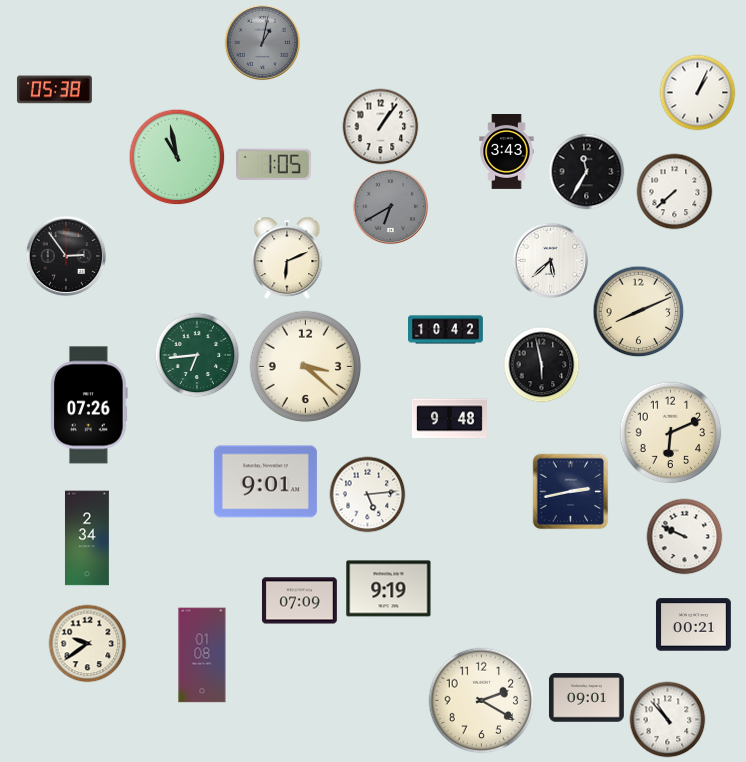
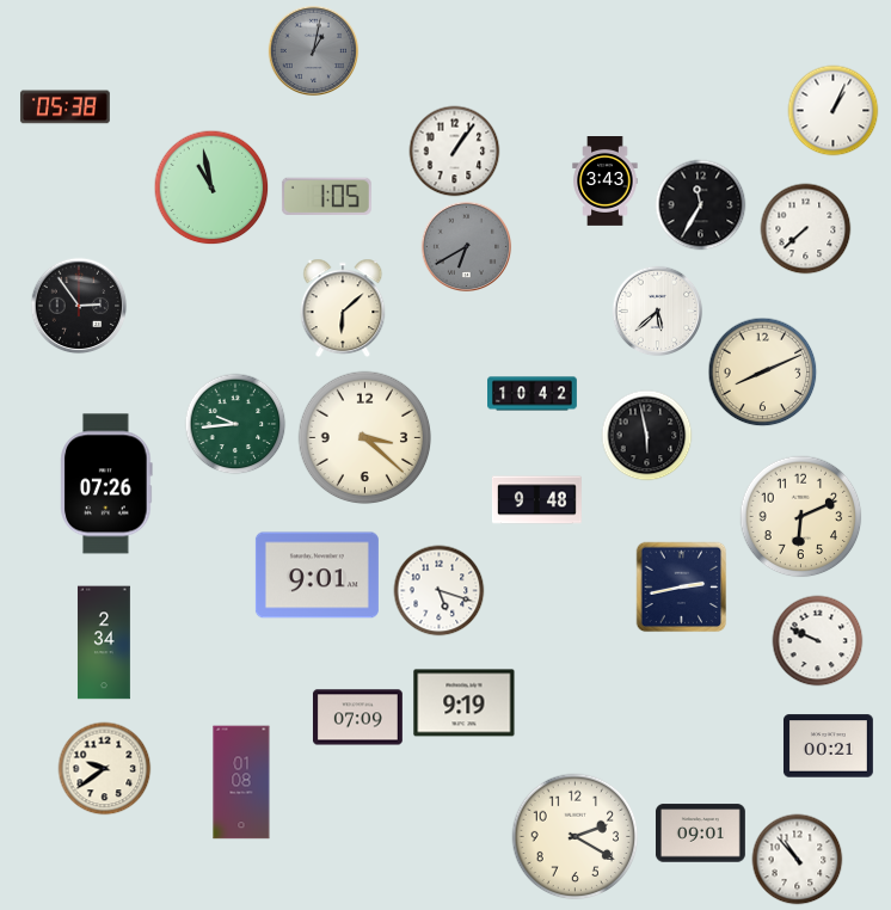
clock at (287, 258): 6:11 -> 6:08
clock at (197, 355): 6:44 -> 9:44
clock at (368, 495): 5:14 -> 5:18
